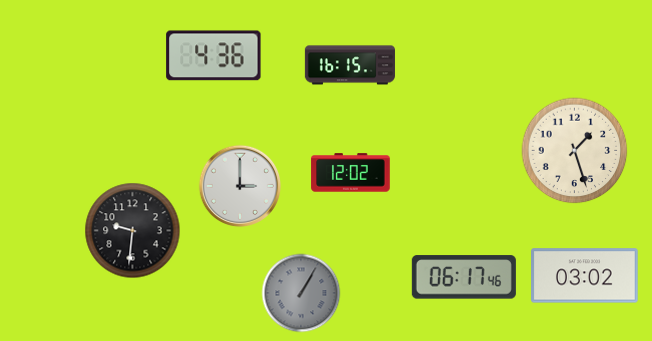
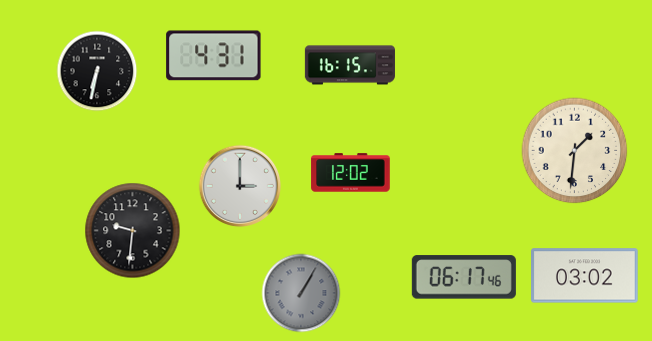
clock at (214, 56): 4:36 -> 4:31
clock at (97, 71): none -> 6:32
clock at (575, 151): 1:27 -> 1:31
